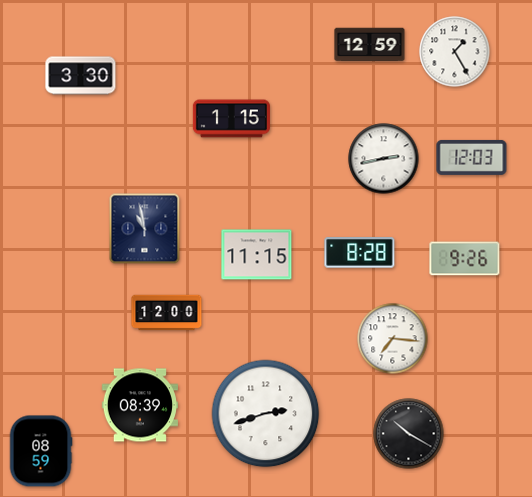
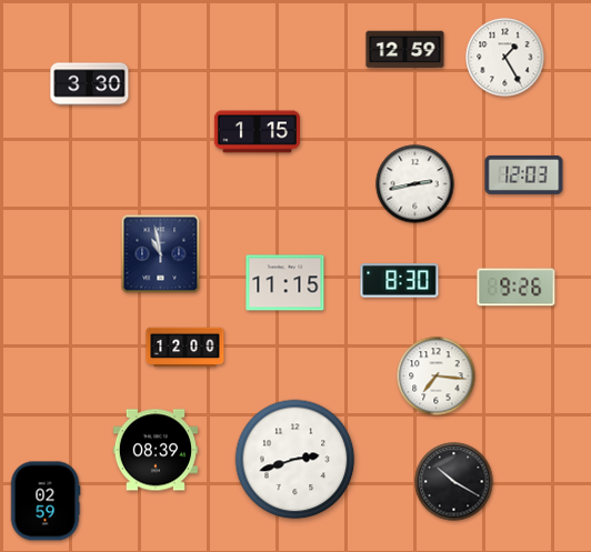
clock at (370, 45) position: (370, 45) -> (405, 50)
clock at (384, 159) position: (384, 159) -> (415, 184)
clock at (360, 253): 8:28 -> 8:30
clock at (41, 451): 08:59 -> 02:59
